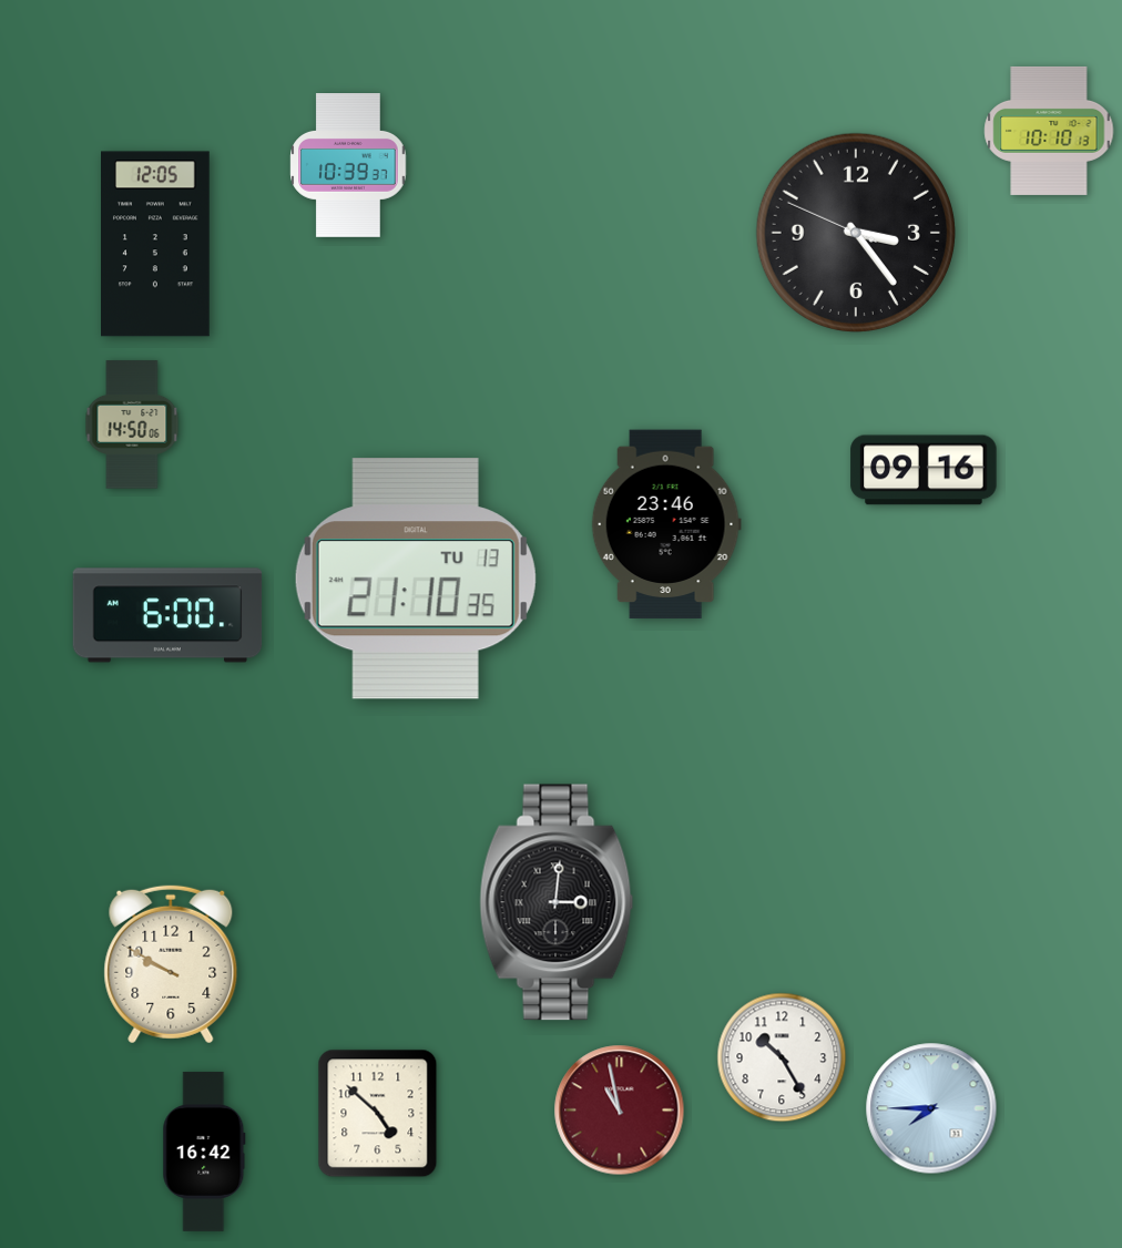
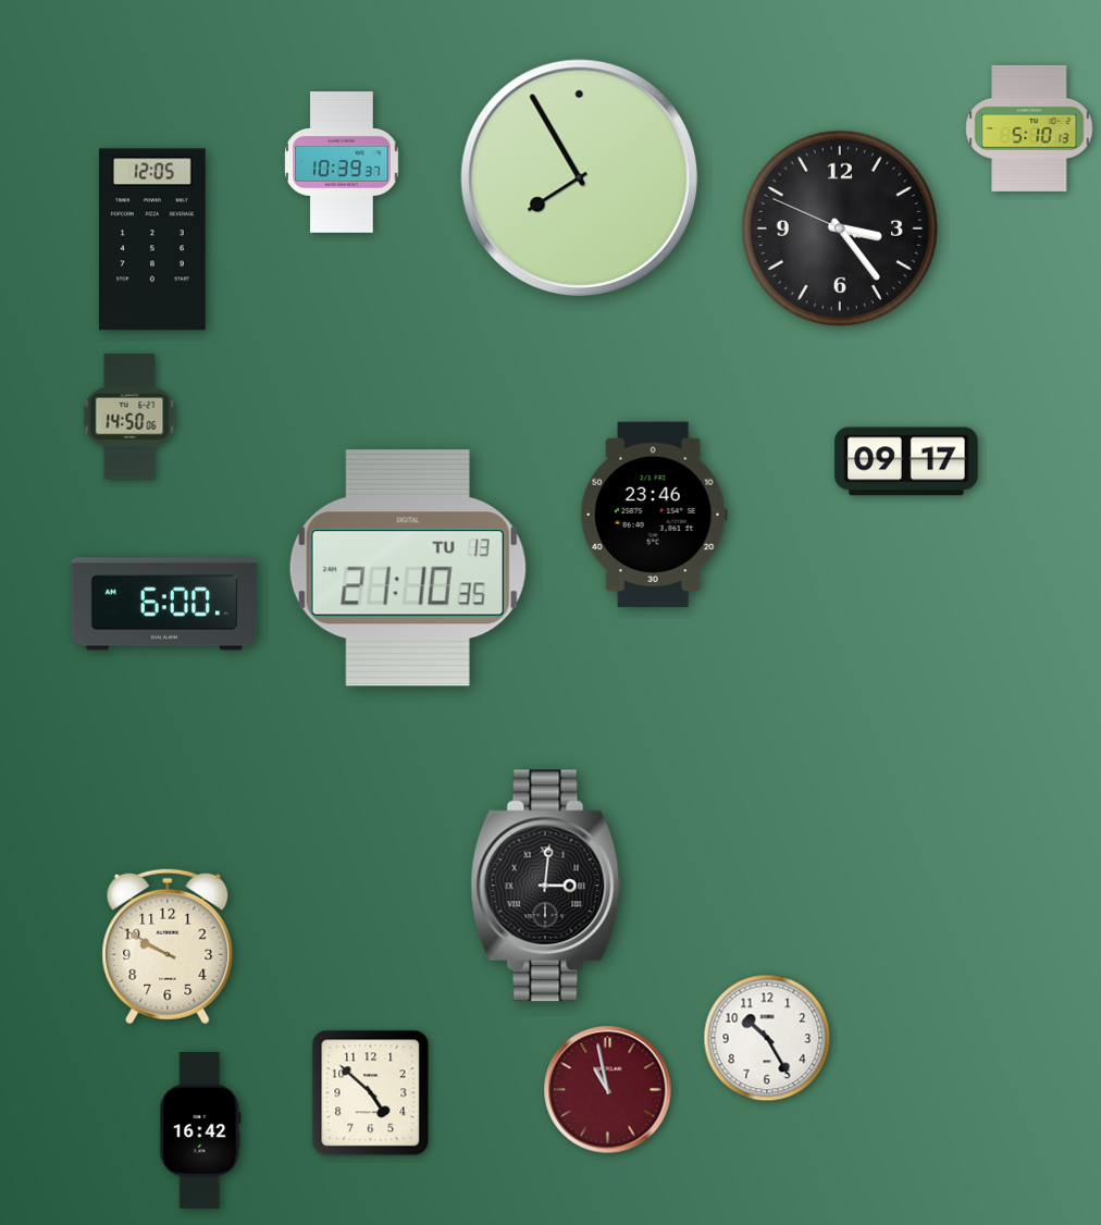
clock at (1049, 131): 10:10 -> 5:10
clock at (580, 178): none -> 7:55
clock at (924, 470): 09:16 -> 09:17
clock at (931, 1108): 7:45 -> none
